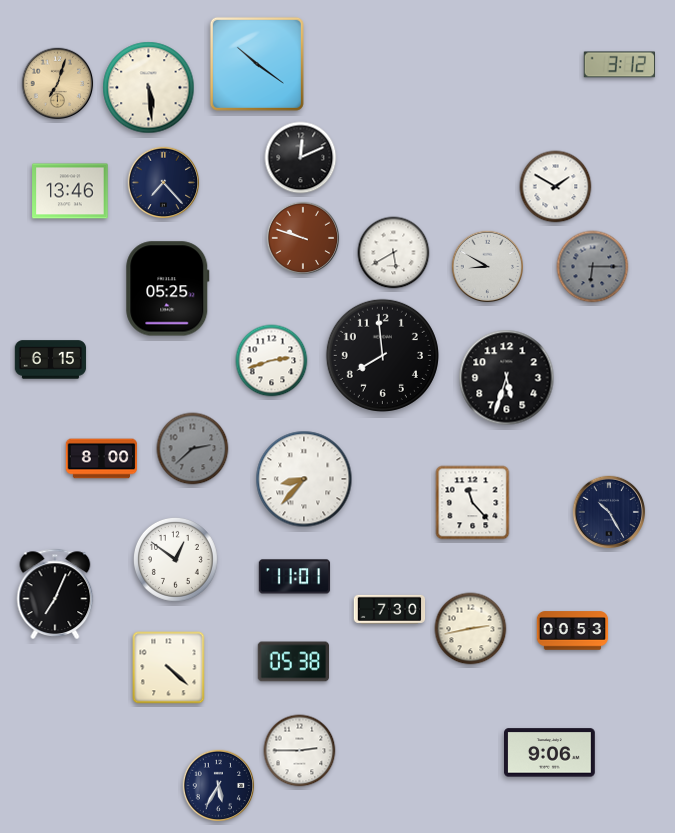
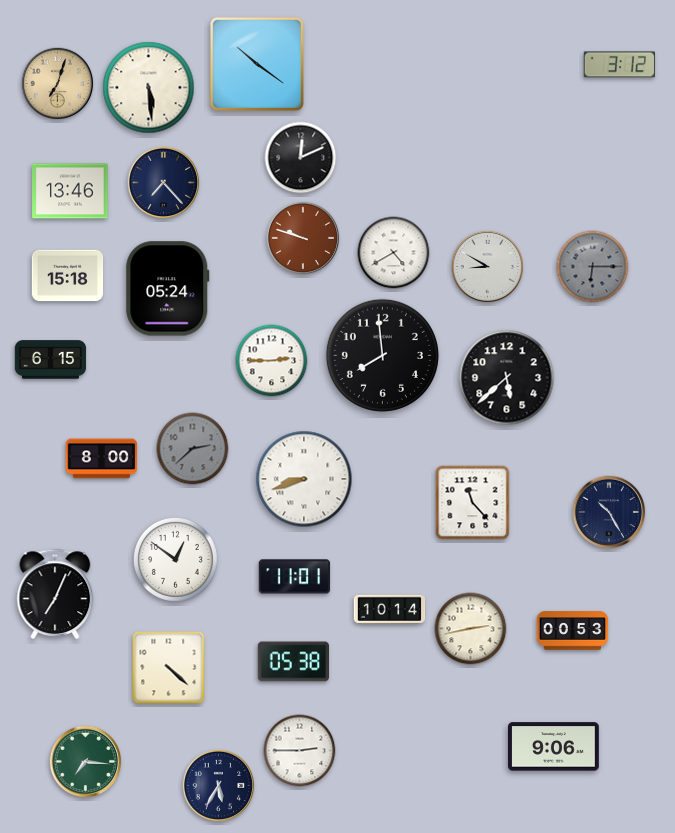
clock at (556, 187): 1:50 -> none
clock at (394, 253): 5:40 -> 4:40
clock at (68, 276): none -> 15:18
clock at (168, 289): 05:25 -> 05:24
clock at (272, 361): 2:42 -> 2:45
clock at (507, 378): 5:33 -> 5:38
clock at (304, 479): 8:37 -> 8:42
clock at (390, 609): 7:30 -> 10:14
clock at (550, 753) position: (550, 753) -> (554, 747)
clock at (86, 762): none -> 7:16
